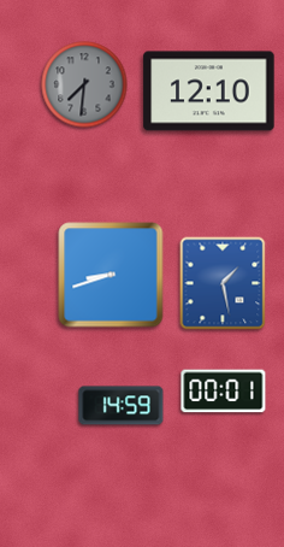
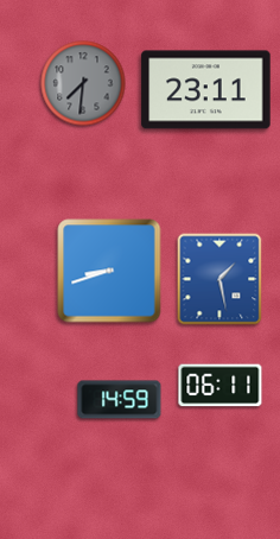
clock at (209, 92): 12:10 -> 23:11
clock at (224, 392): 00:01 -> 06:11
